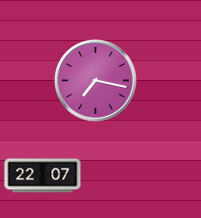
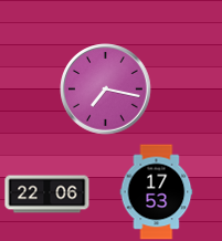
clock at (157, 192): none -> 17:53
clock at (43, 176): 22:07 -> 22:06
